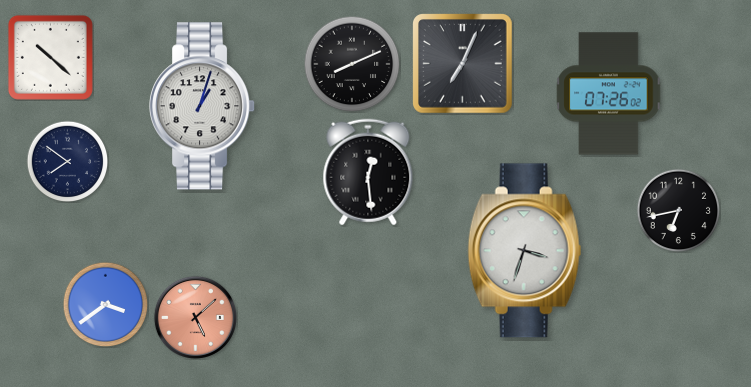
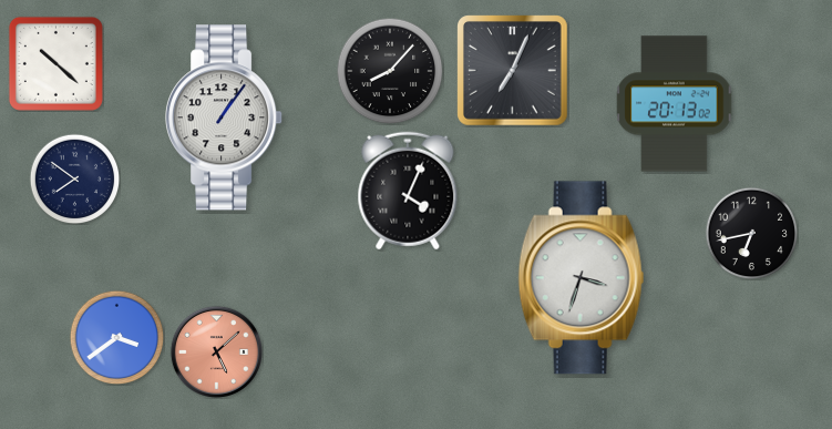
clock at (352, 64): 8:11 -> 8:07
clock at (609, 94): 07:26 -> 20:13
clock at (203, 106): 1:03 -> 1:06
clock at (368, 172): 12:29 -> 4:04
